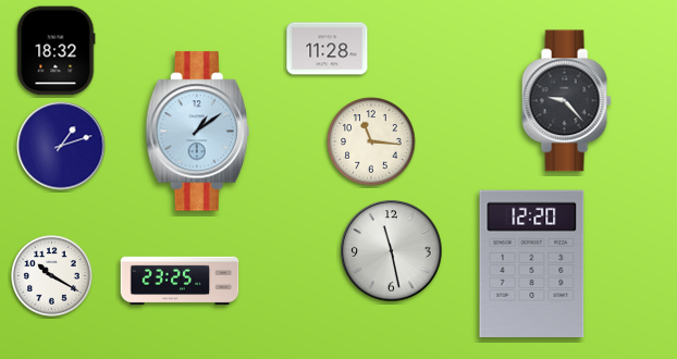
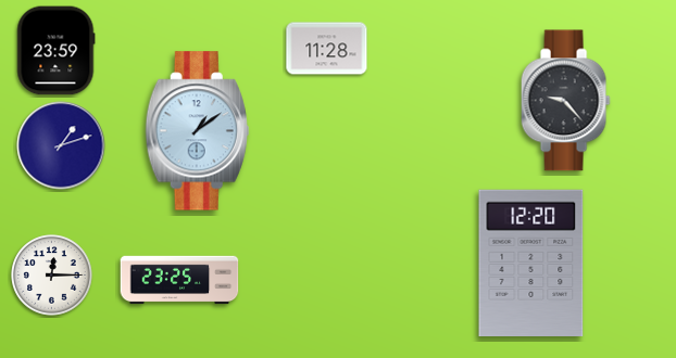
clock at (56, 51): 18:32 -> 23:59
clock at (371, 141): 11:16 -> none
clock at (392, 251): 11:28 -> none
clock at (52, 276): 10:20 -> 12:15
